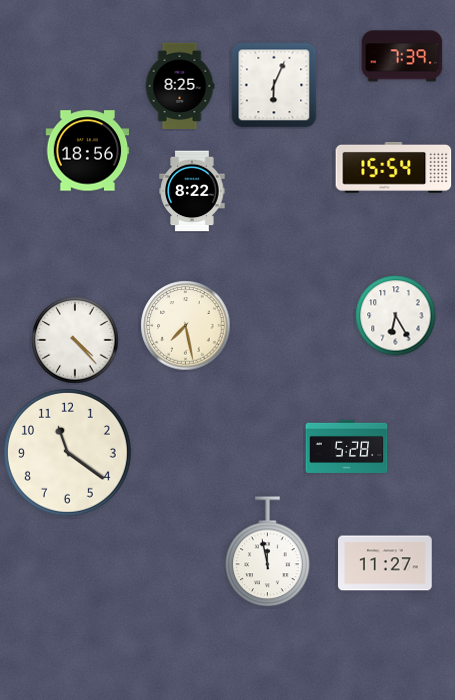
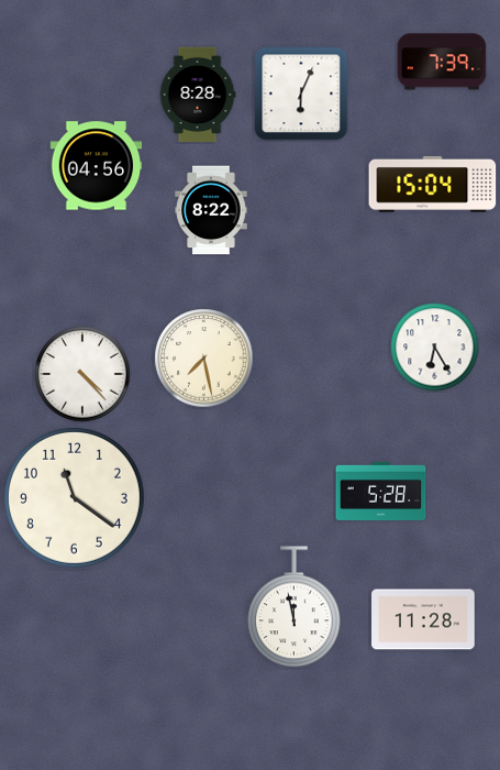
clock at (180, 85): 8:25 -> 8:28
clock at (88, 151): 18:56 -> 04:56
clock at (394, 167): 15:54 -> 15:04
clock at (385, 563): 11:27 -> 11:28
